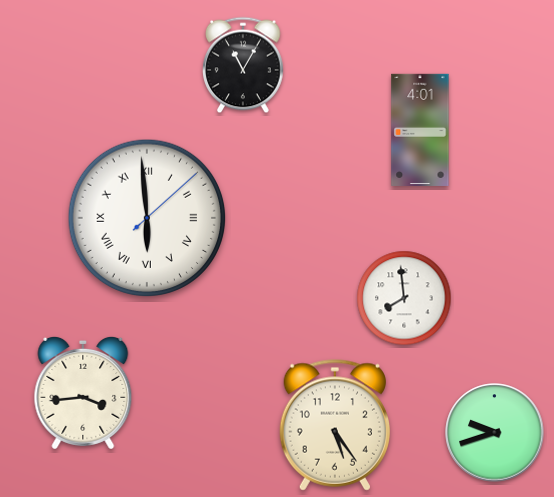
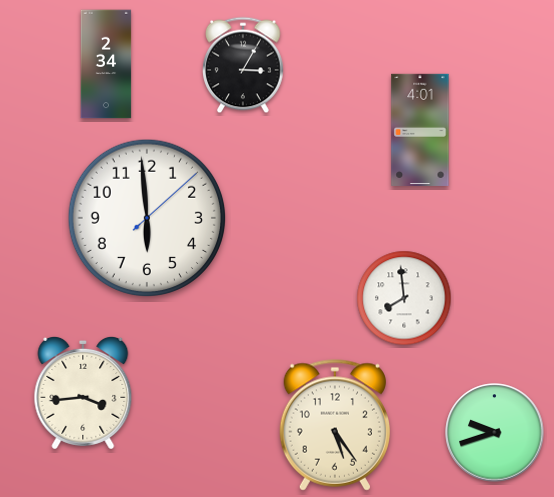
clock at (106, 64): none -> 2:34
clock at (243, 65): 11:05 -> 3:05
clock at (147, 218) numerals: Roman -> Arabic
